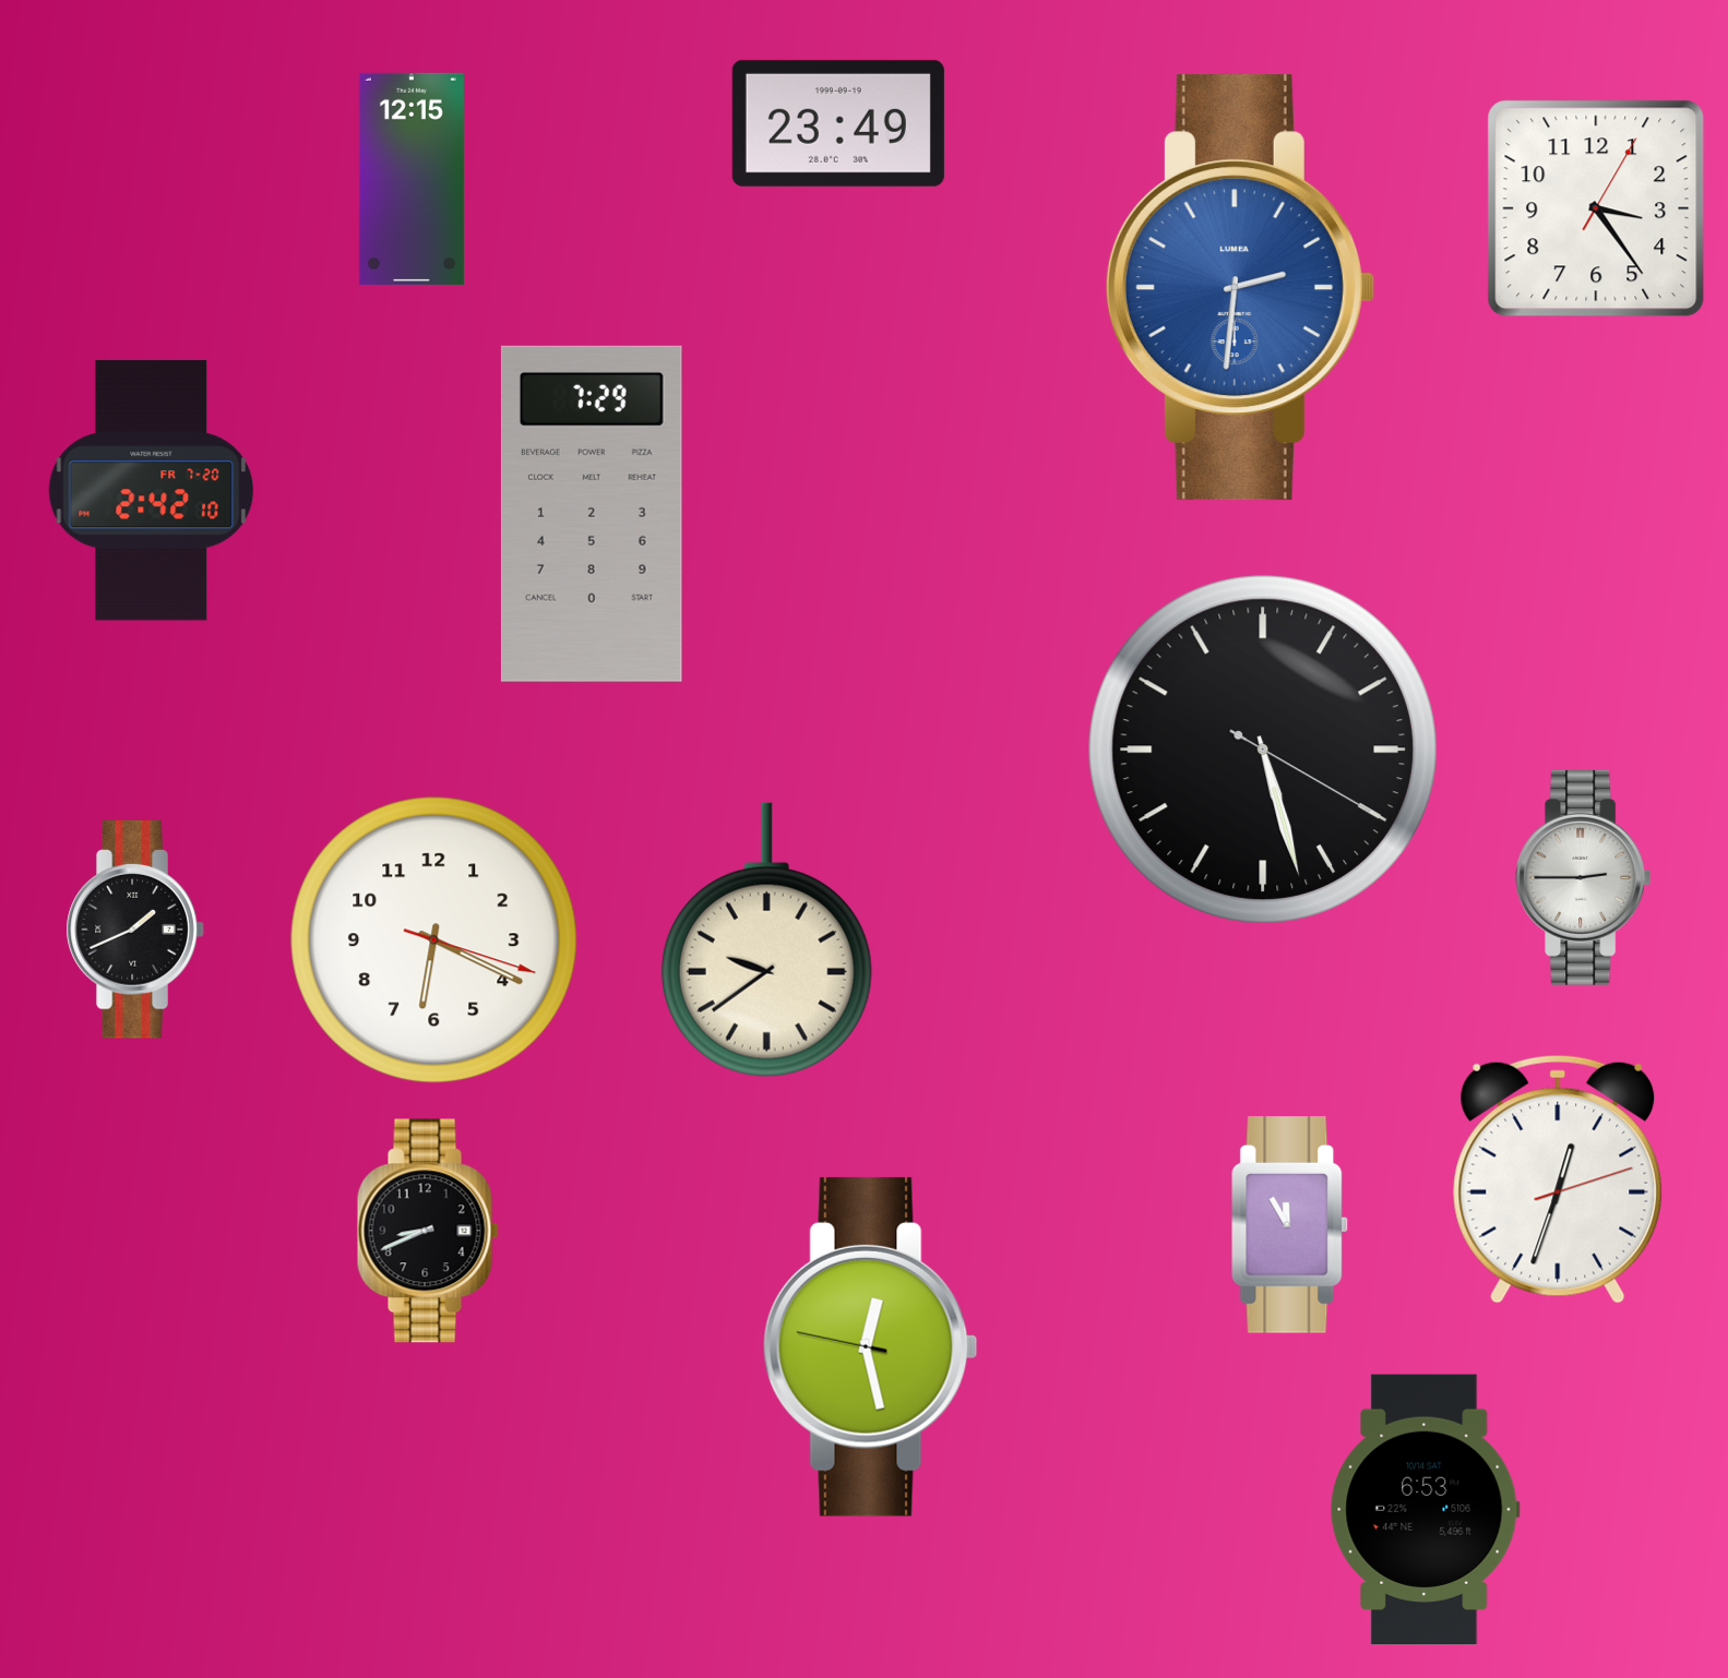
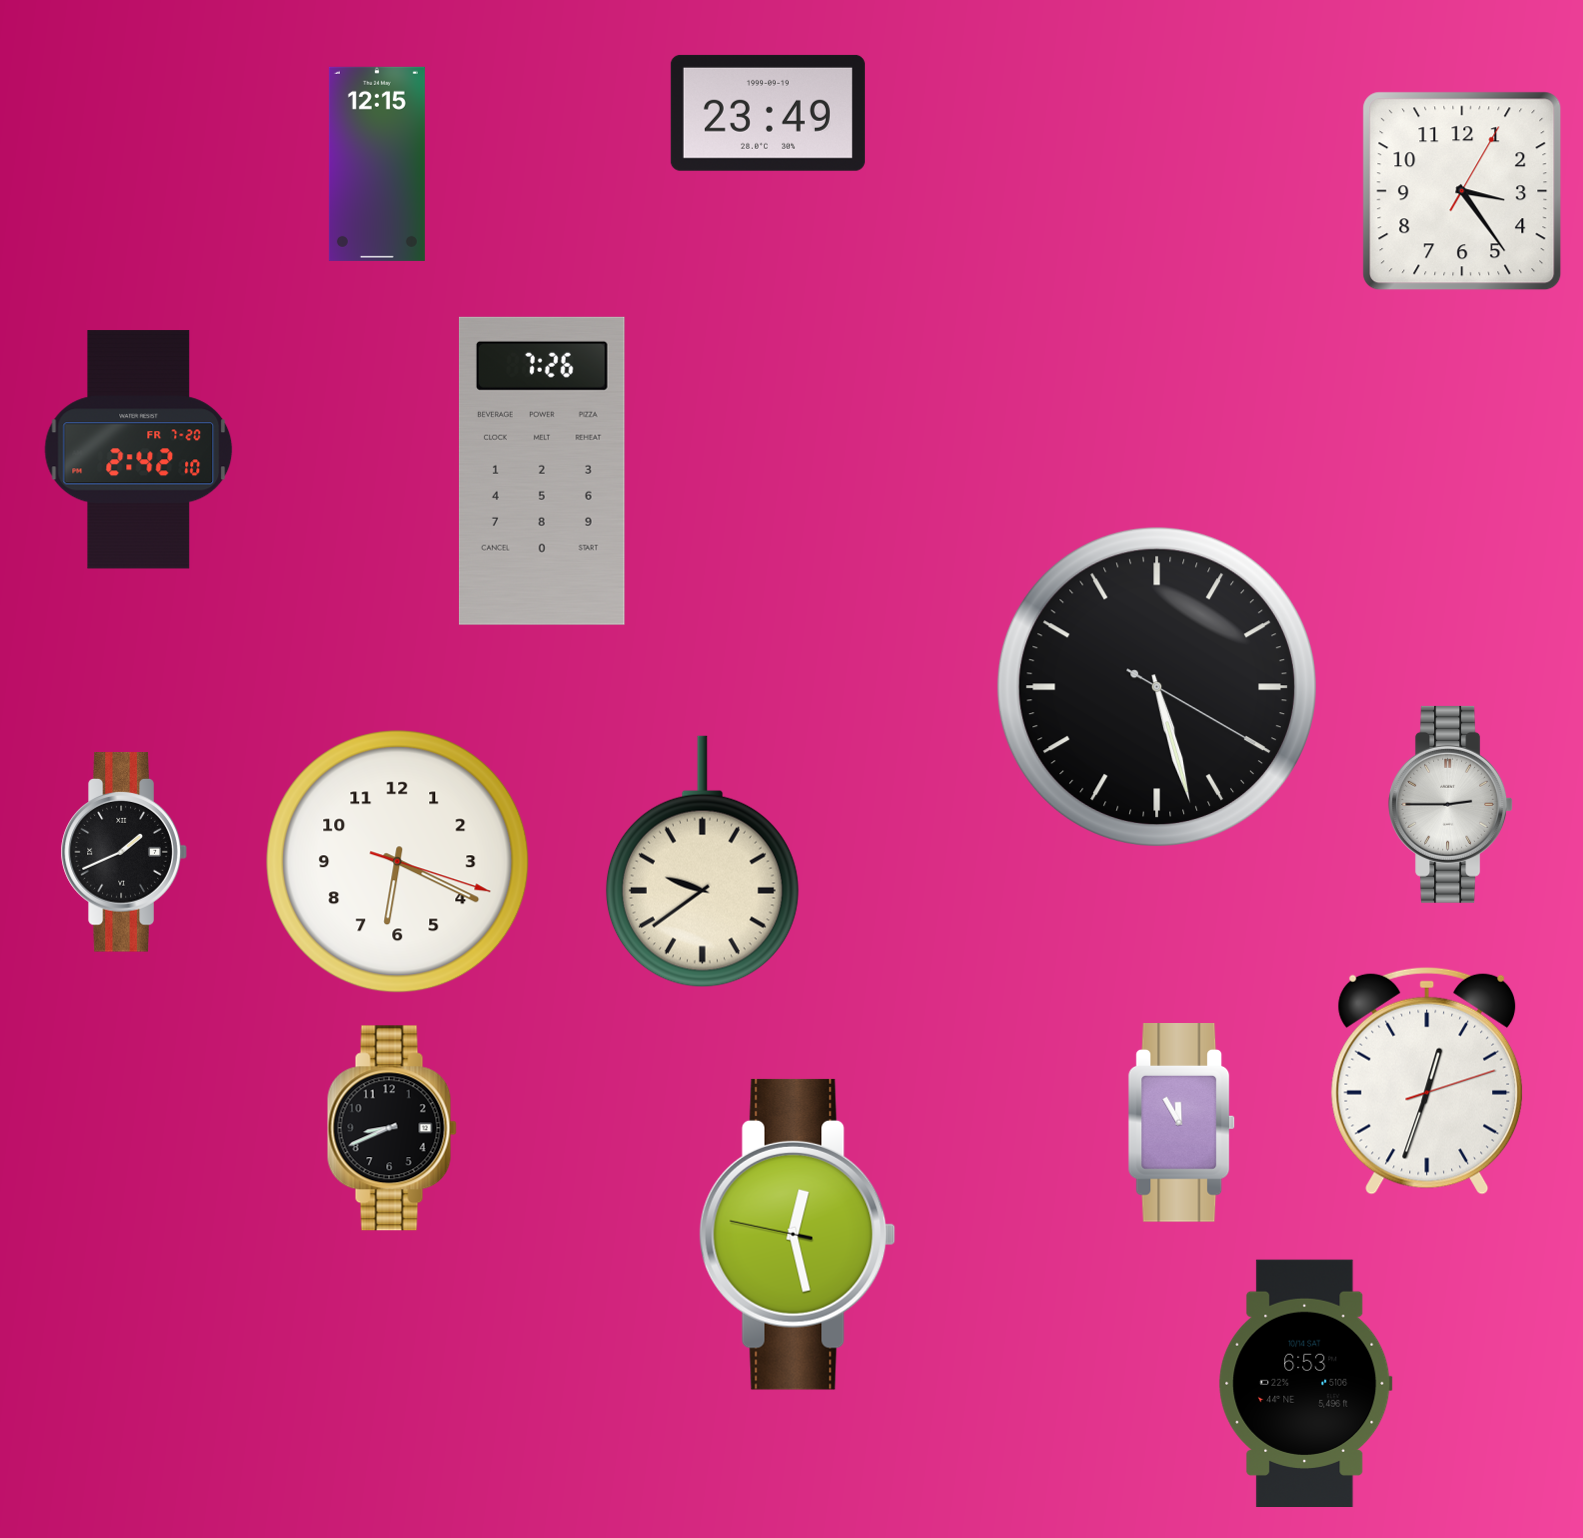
clock at (1240, 288): 2:31 -> none
clock at (592, 514): 7:29 -> 7:26
